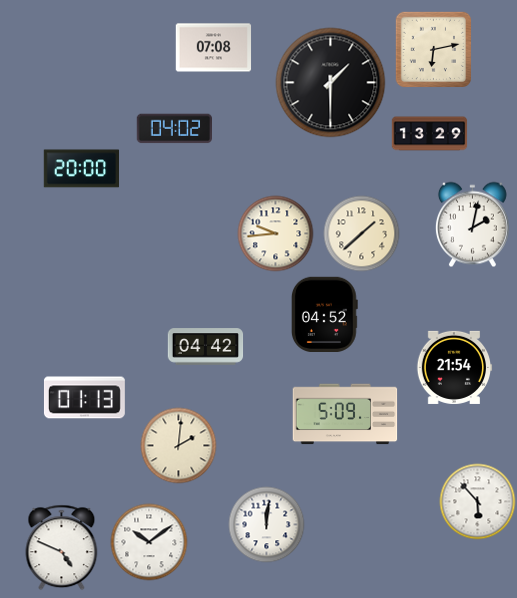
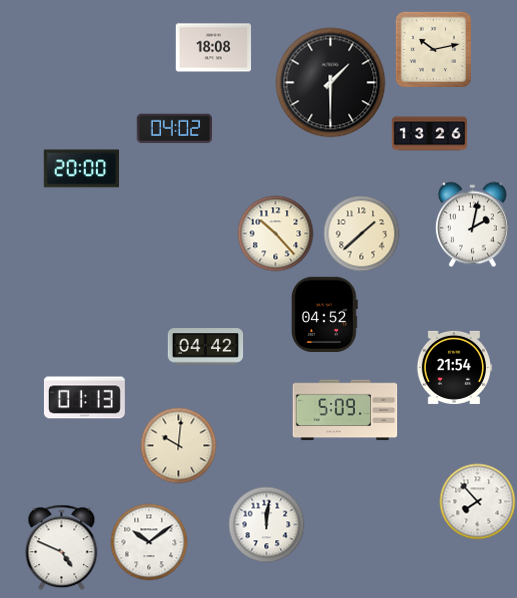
clock at (214, 48): 07:08 -> 18:08
clock at (433, 49): 6:13 -> 10:13
clock at (430, 134): 13:29 -> 13:26
clock at (276, 234): 9:44 -> 10:23
clock at (345, 414) position: (345, 414) -> (345, 410)
clock at (179, 446): 2:01 -> 10:01
clock at (478, 502): 5:53 -> 7:53
